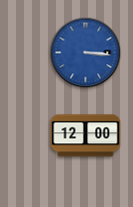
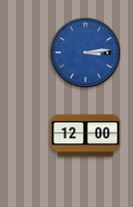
clock at (86, 53): 3:16 -> 3:14
